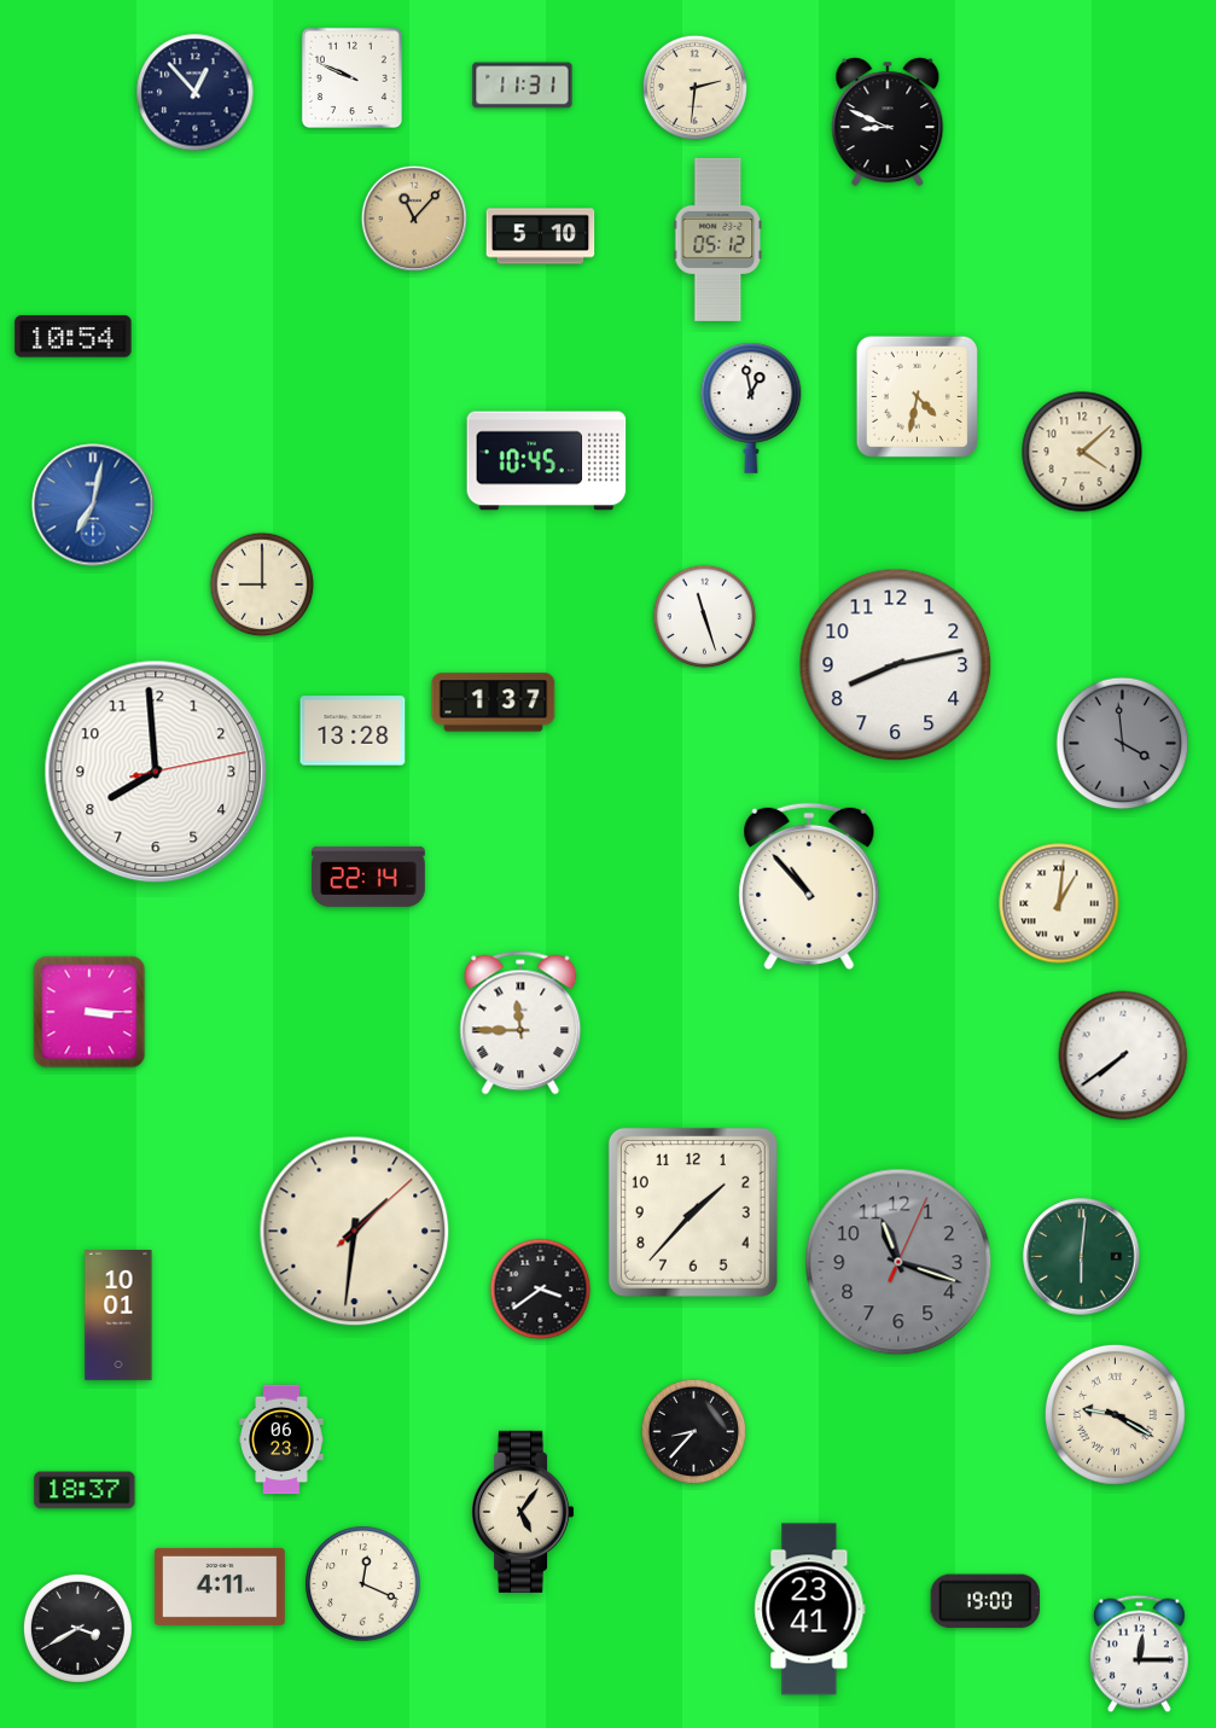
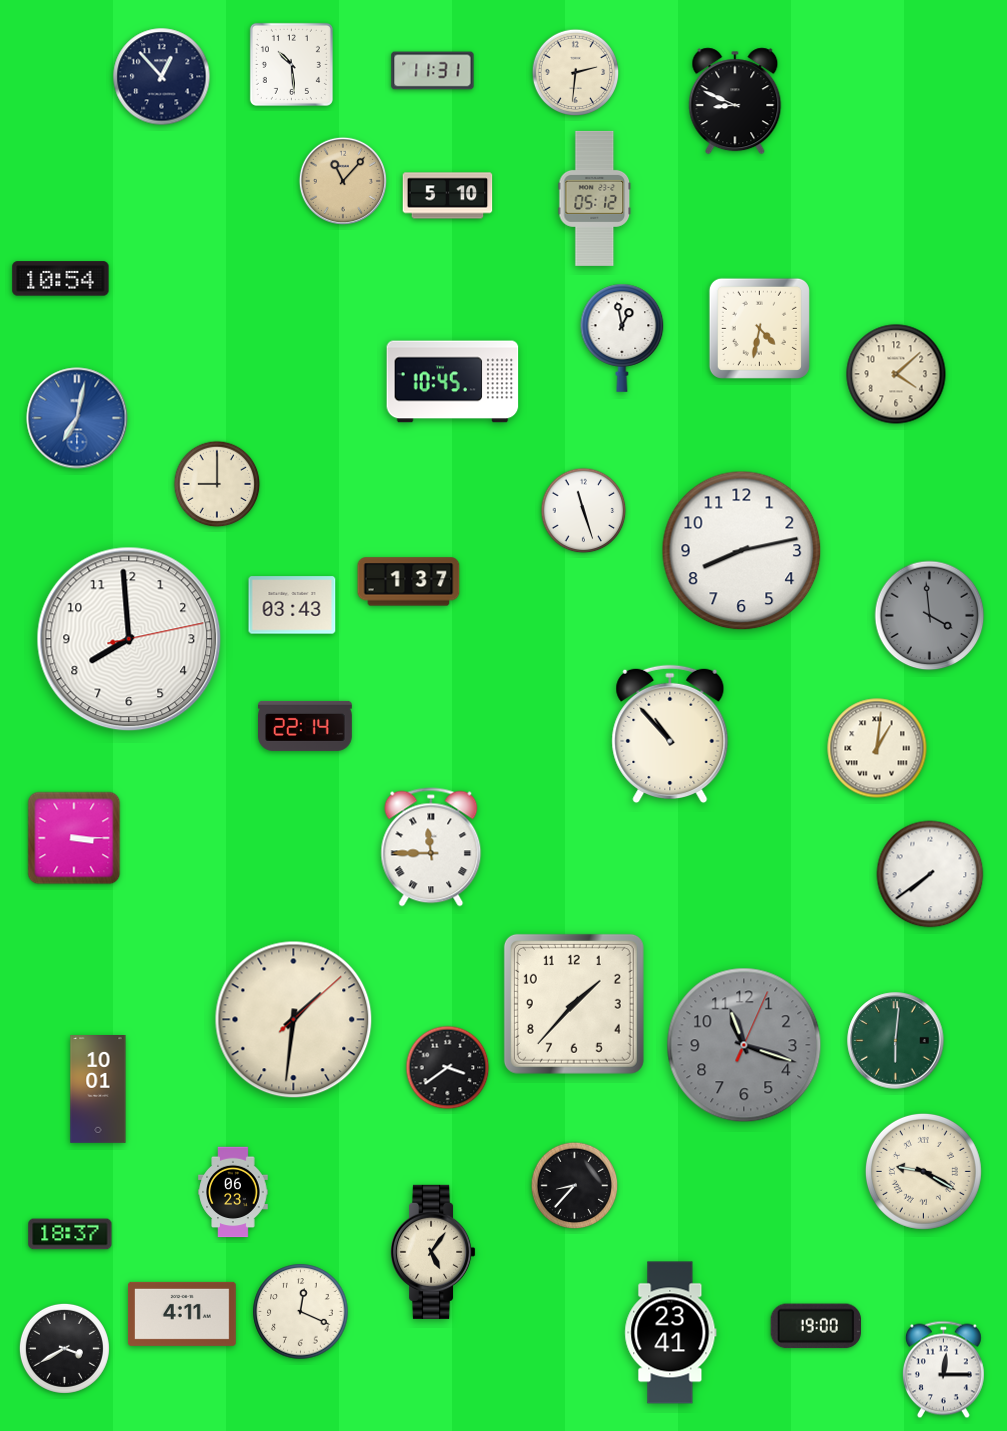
clock at (351, 77): 9:49 -> 10:29
clock at (353, 731): 13:28 -> 03:43
